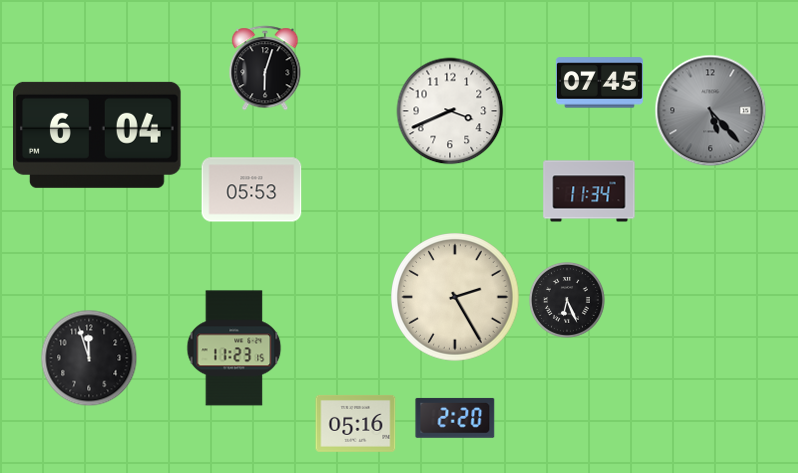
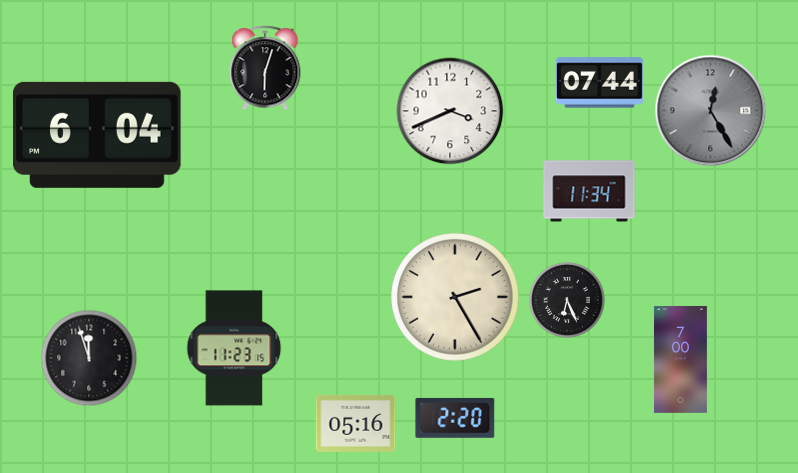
clock at (599, 83): 07:45 -> 07:44
clock at (711, 111): 5:23 -> 12:25
clock at (252, 190): 05:53 -> none
clock at (680, 359): none -> 7:00
